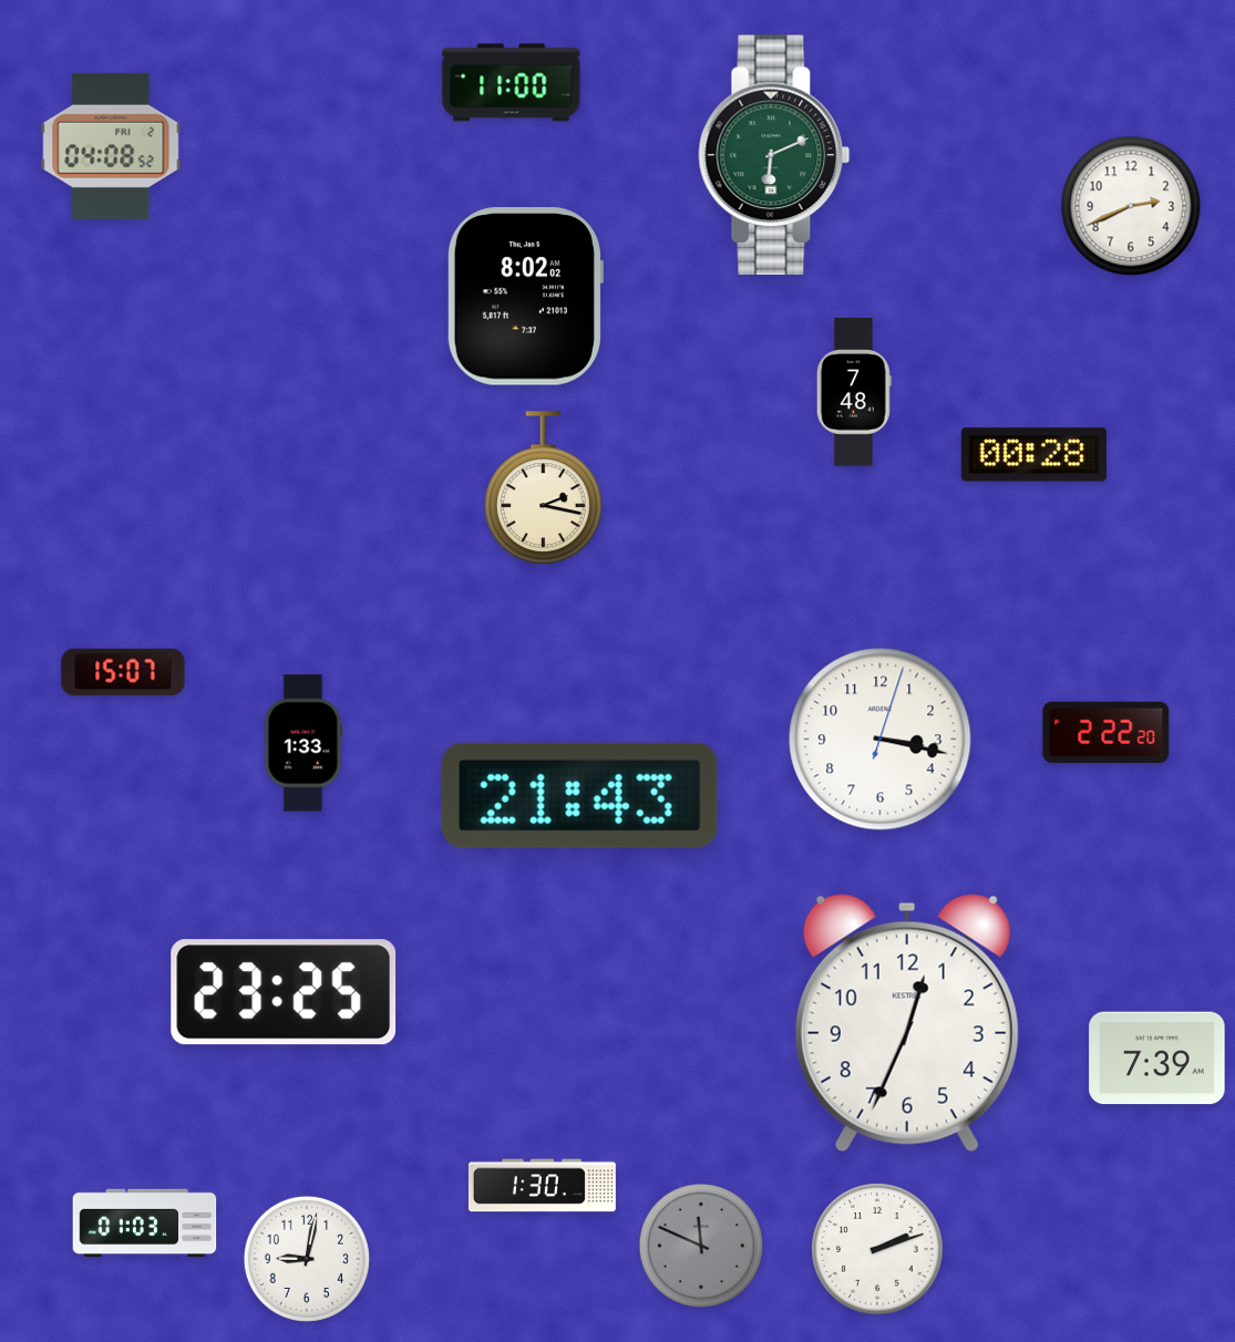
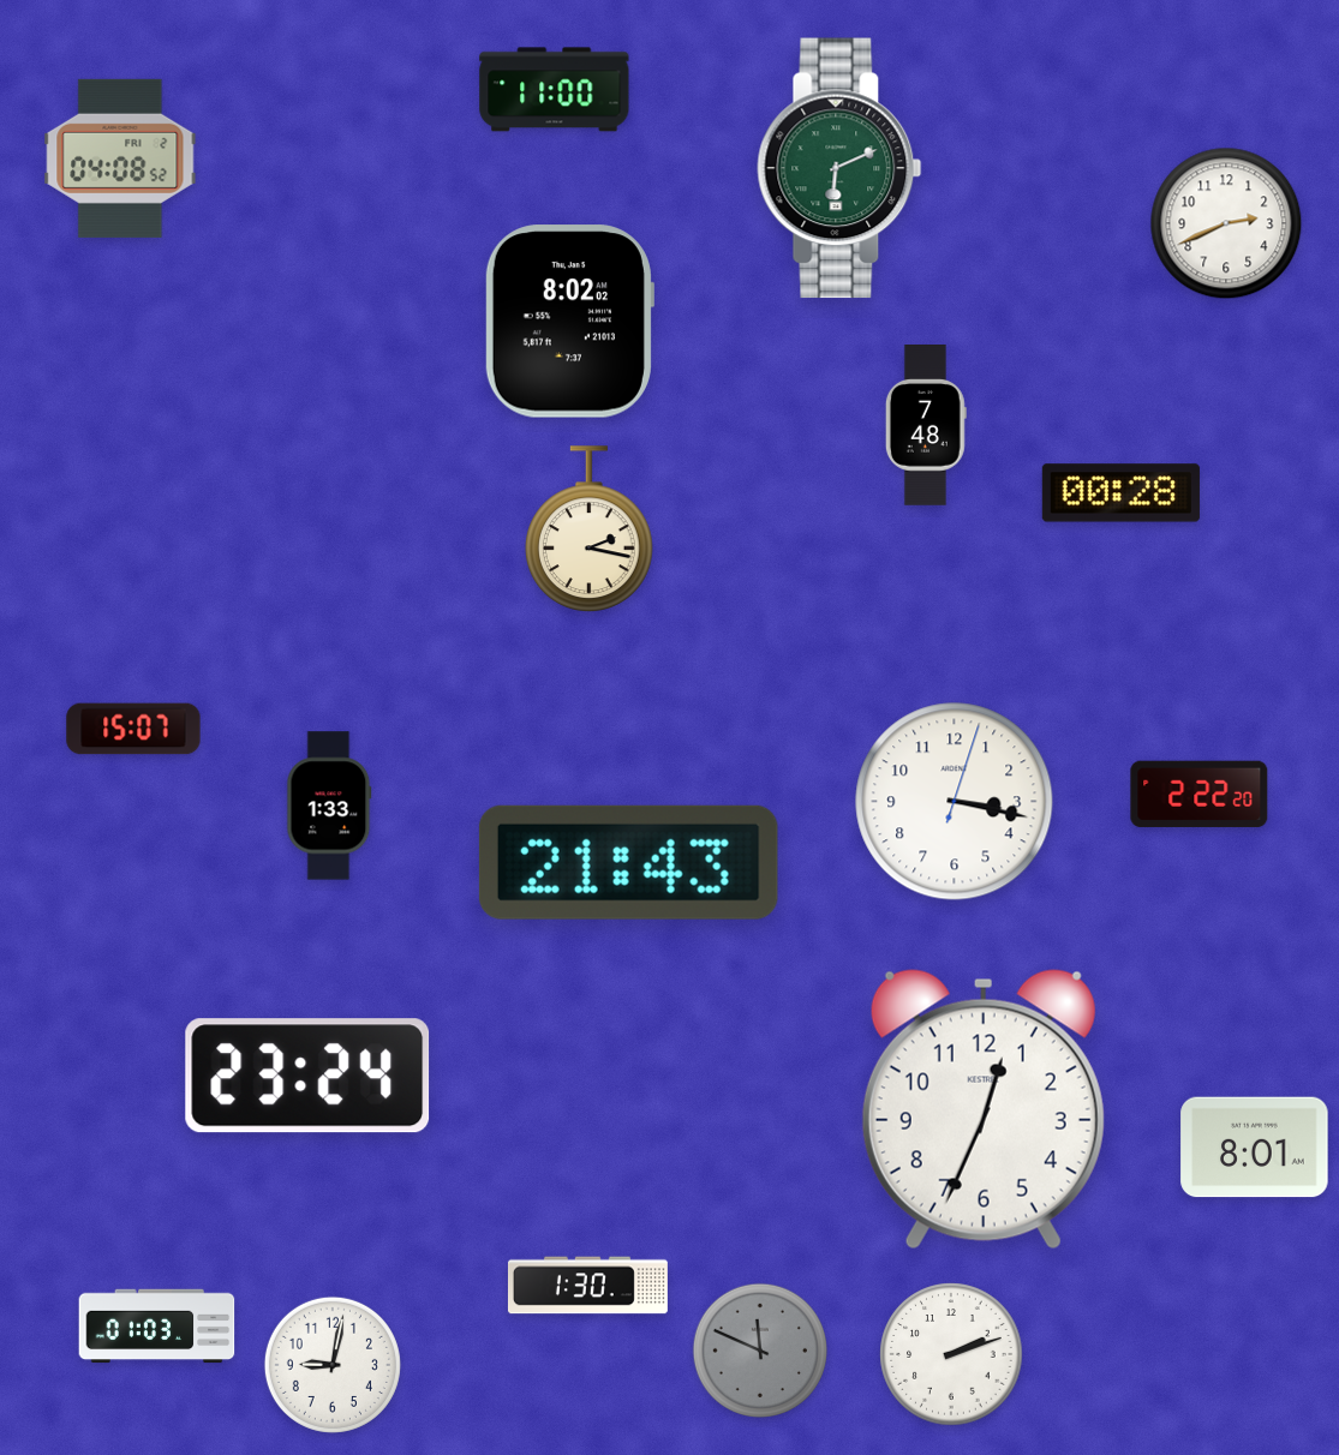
clock at (284, 992): 23:25 -> 23:24
clock at (1157, 1059): 7:39 -> 8:01
